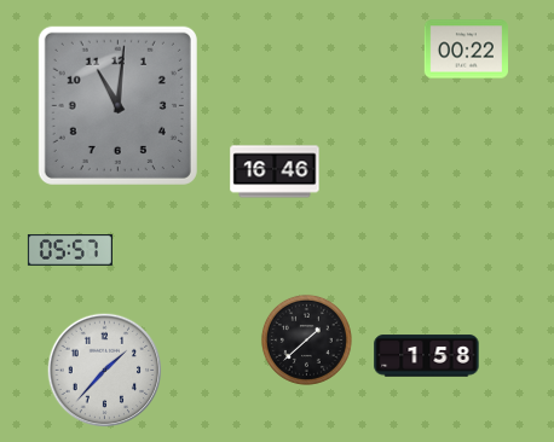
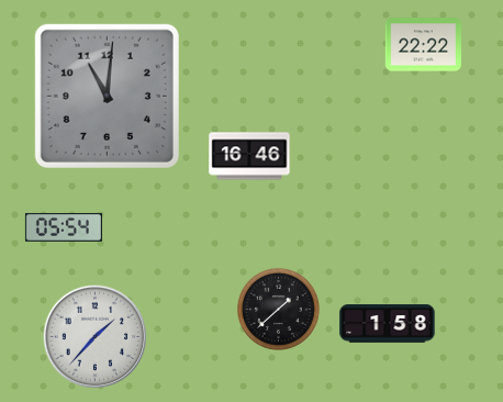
clock at (466, 50): 00:22 -> 22:22
clock at (70, 250): 05:57 -> 05:54
